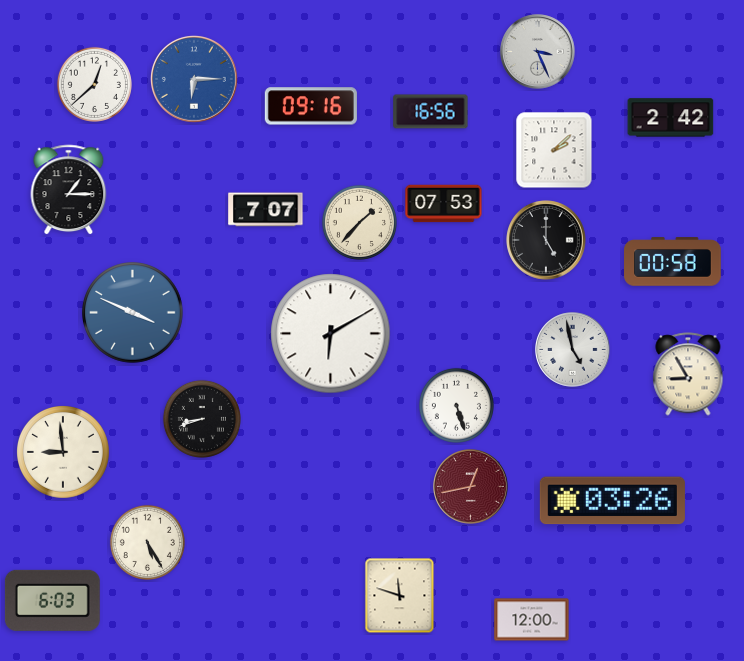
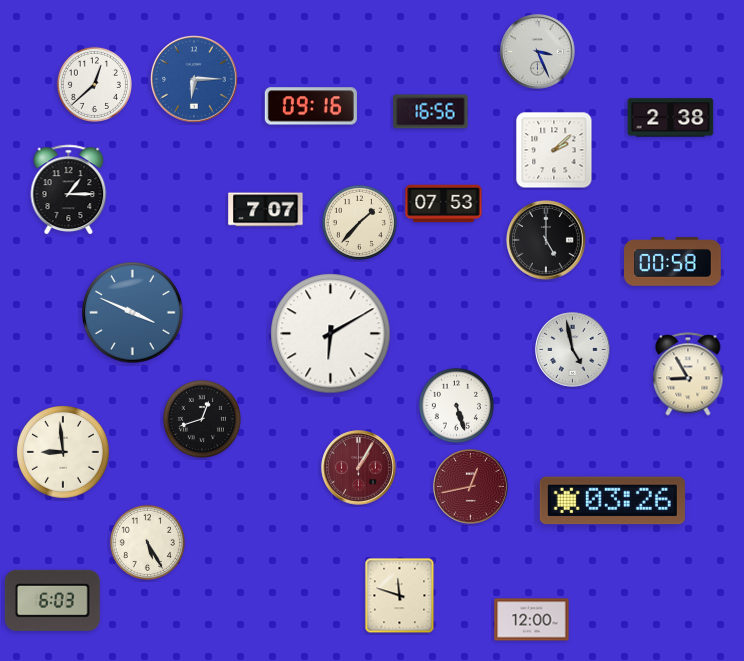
clock at (671, 118): 2:42 -> 2:38
clock at (202, 419): 8:42 -> 12:42
clock at (359, 468): none -> 1:05
